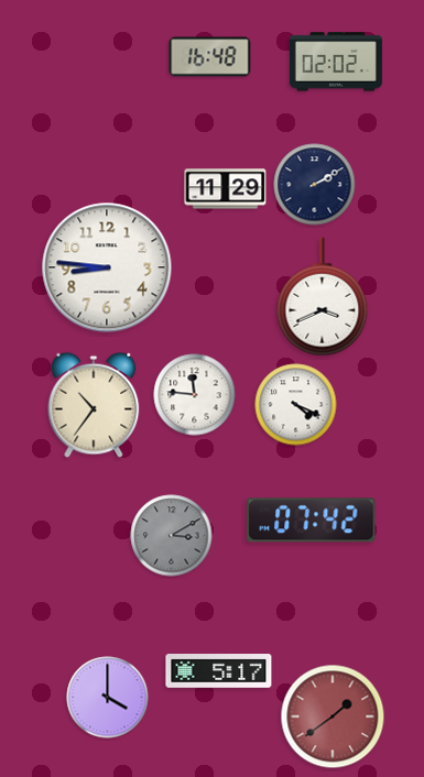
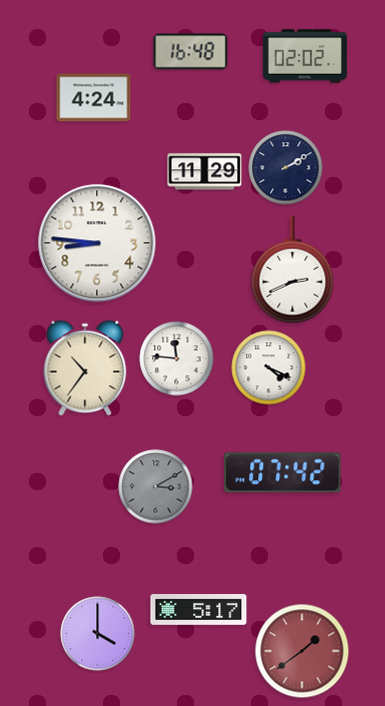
clock at (94, 98): none -> 4:24
clock at (323, 297): 3:41 -> 2:41
